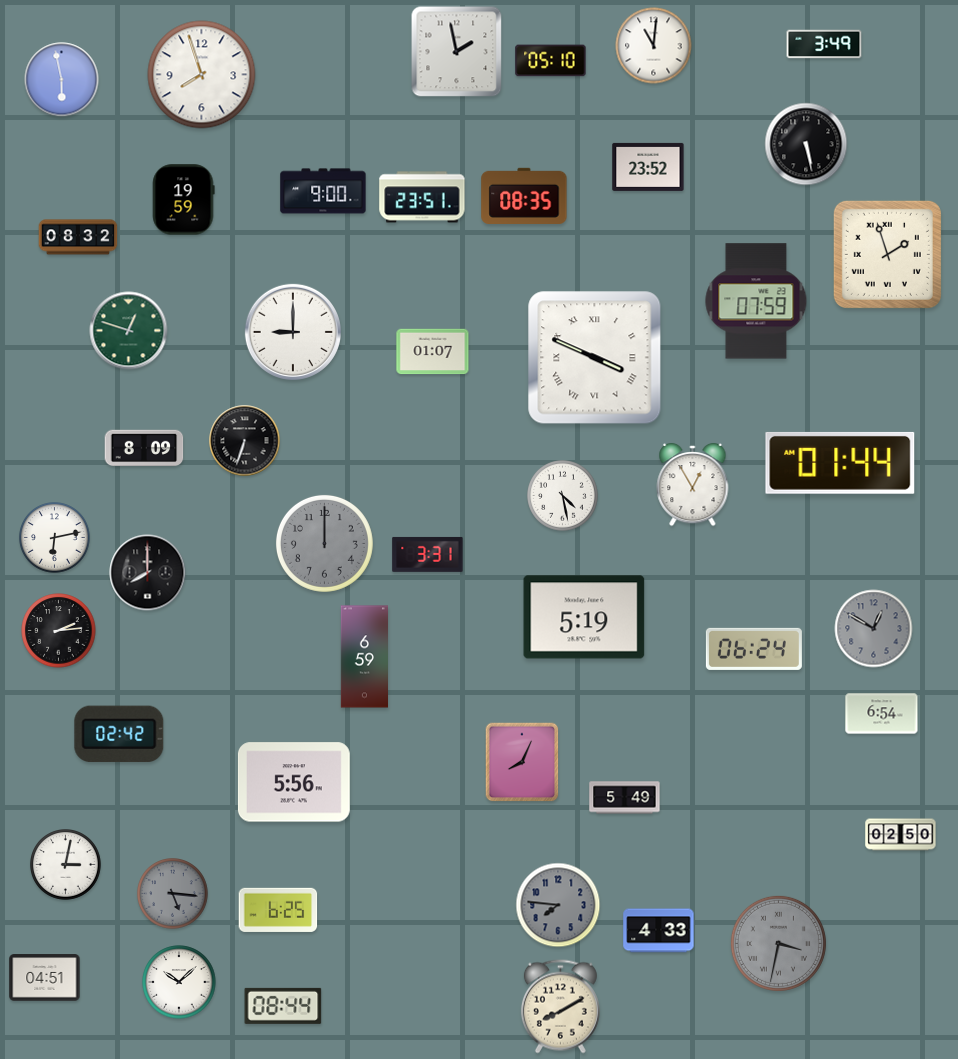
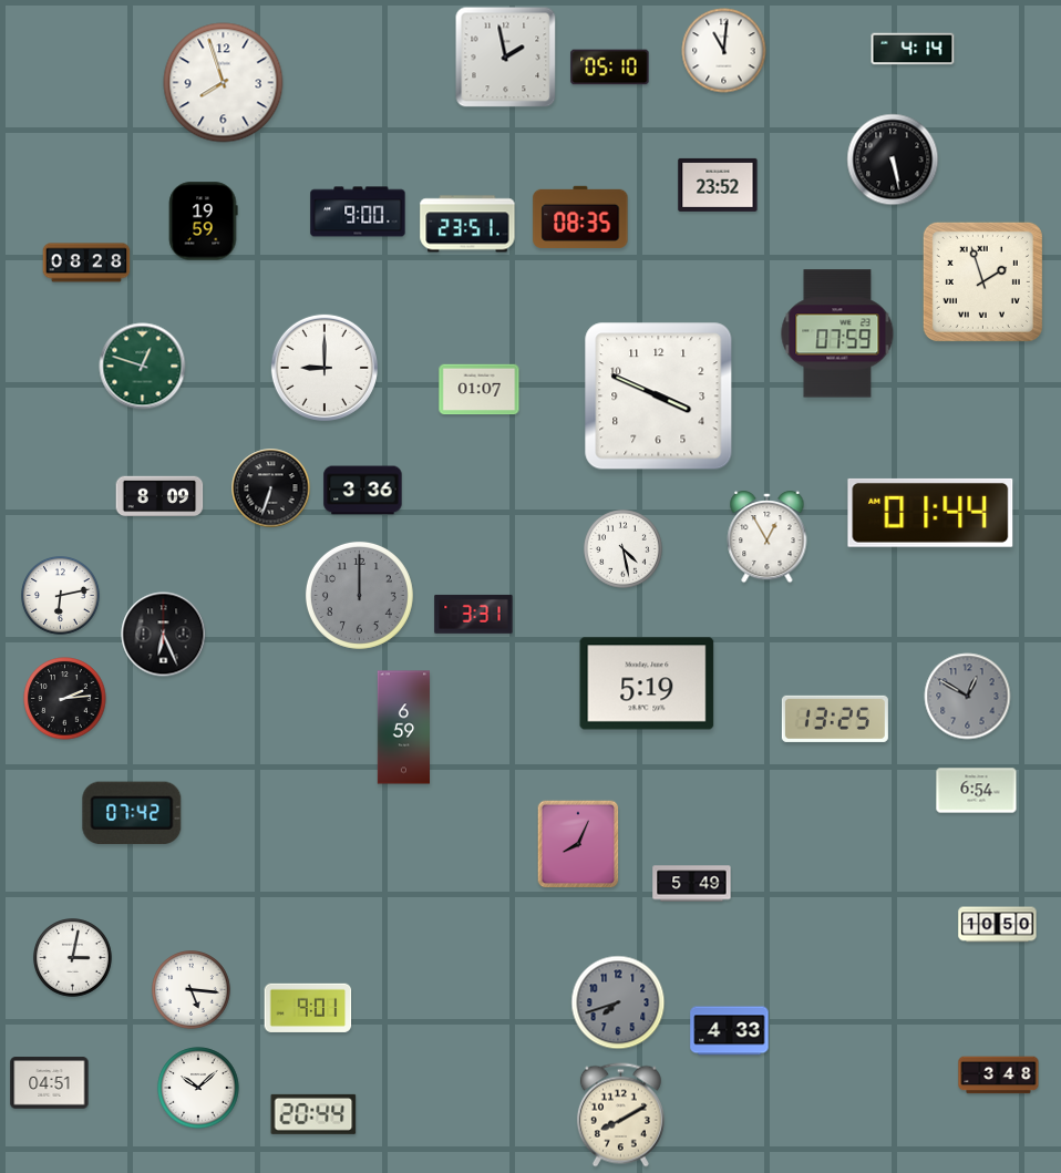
clock at (824, 44): 3:49 -> 4:14
clock at (62, 80): 5:58 -> none
clock at (422, 197) position: (422, 197) -> (467, 224)
clock at (78, 237): 08:32 -> 08:28
clock at (595, 358) numerals: Roman -> Arabic
clock at (363, 491): none -> 3:36
clock at (324, 543) position: (324, 543) -> (359, 595)
clock at (148, 573): 8:00 -> 6:26
clock at (754, 649): 06:24 -> 13:25
clock at (119, 734): 02:42 -> 07:42
clock at (294, 782): 5:56 -> none
clock at (901, 835): 02:50 -> 10:50
clock at (173, 894) dial: grey -> white
clock at (558, 905): 7:46 -> 7:42
clock at (278, 910): 6:25 -> 9:01
clock at (778, 943): 3:32 -> none
clock at (999, 1076): none -> 3:48
clock at (283, 1006): 08:44 -> 20:44
